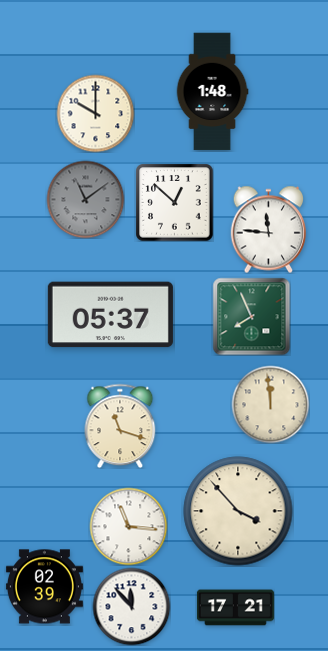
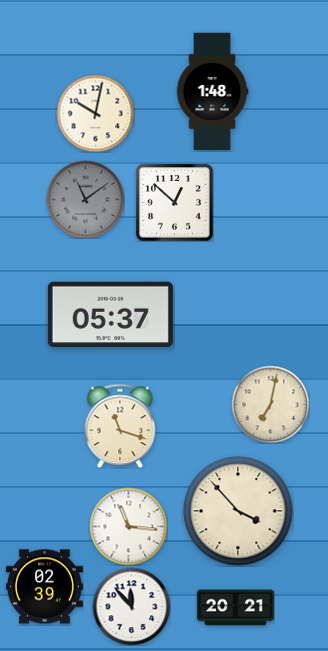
clock at (95, 113): 10:00 -> 10:02
clock at (269, 229): 11:46 -> none
clock at (251, 316): 7:56 -> none
clock at (270, 404): 11:59 -> 7:02
clock at (235, 608): 17:21 -> 20:21
